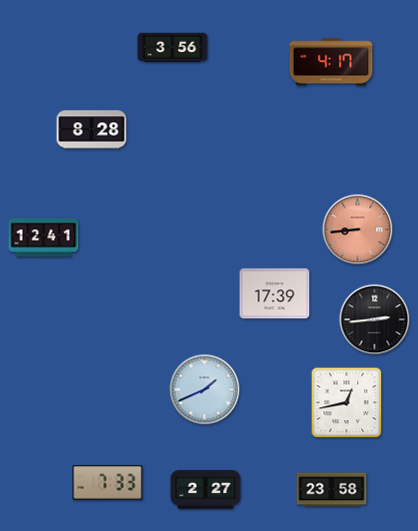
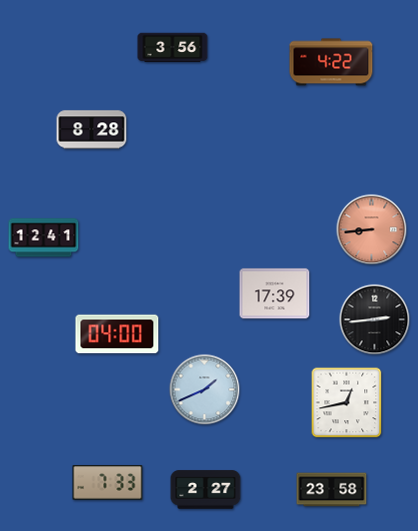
clock at (331, 62): 4:17 -> 4:22
clock at (358, 230) position: (358, 230) -> (372, 230)
clock at (117, 334): none -> 04:00
